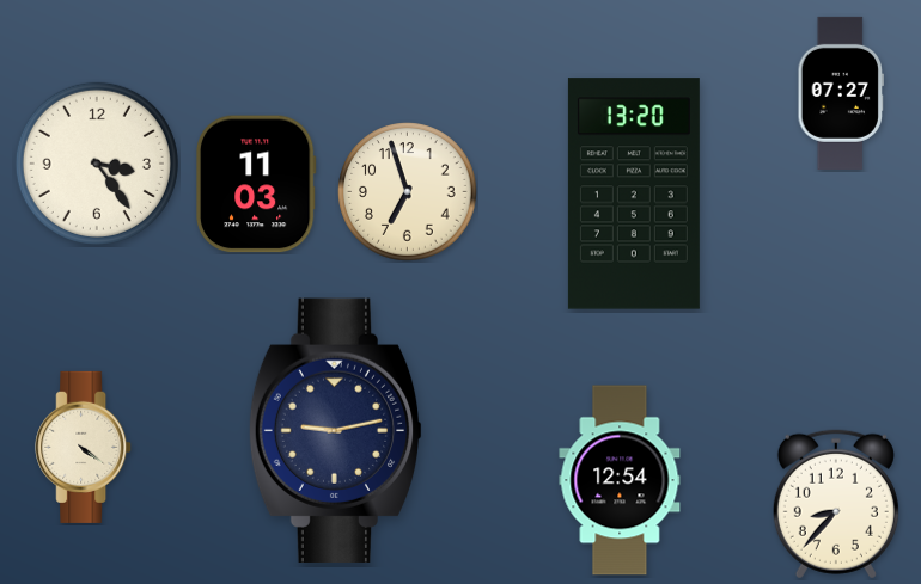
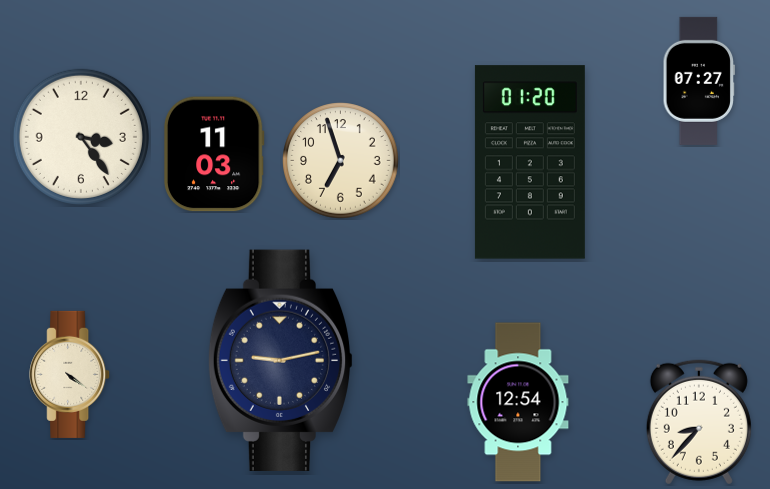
clock at (840, 93) position: (840, 93) -> (698, 81)
clock at (634, 193): 13:20 -> 01:20
